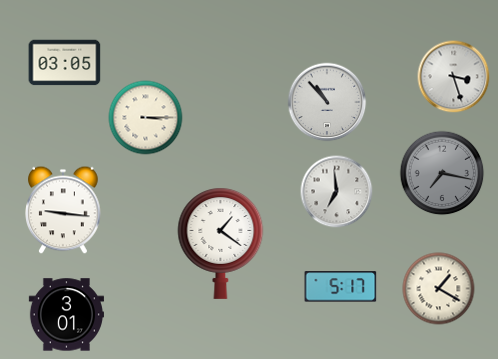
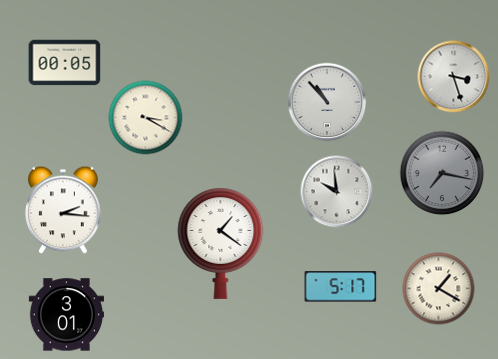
clock at (65, 63): 03:05 -> 00:05
clock at (146, 118): 3:15 -> 3:20
clock at (337, 192): 6:59 -> 9:59
clock at (63, 210): 9:16 -> 2:16
